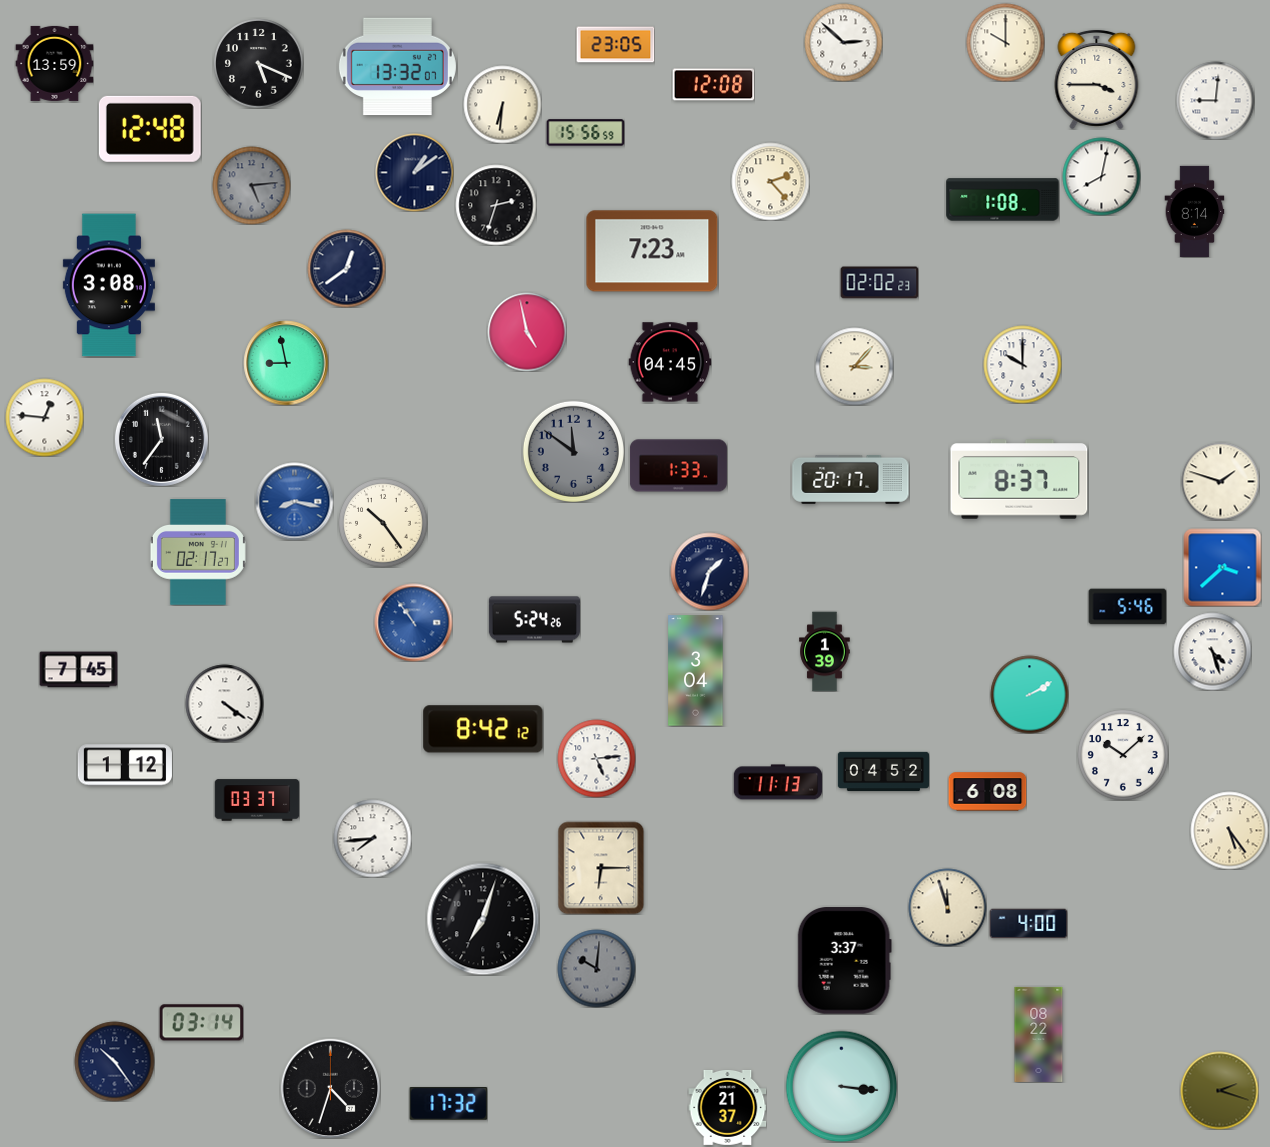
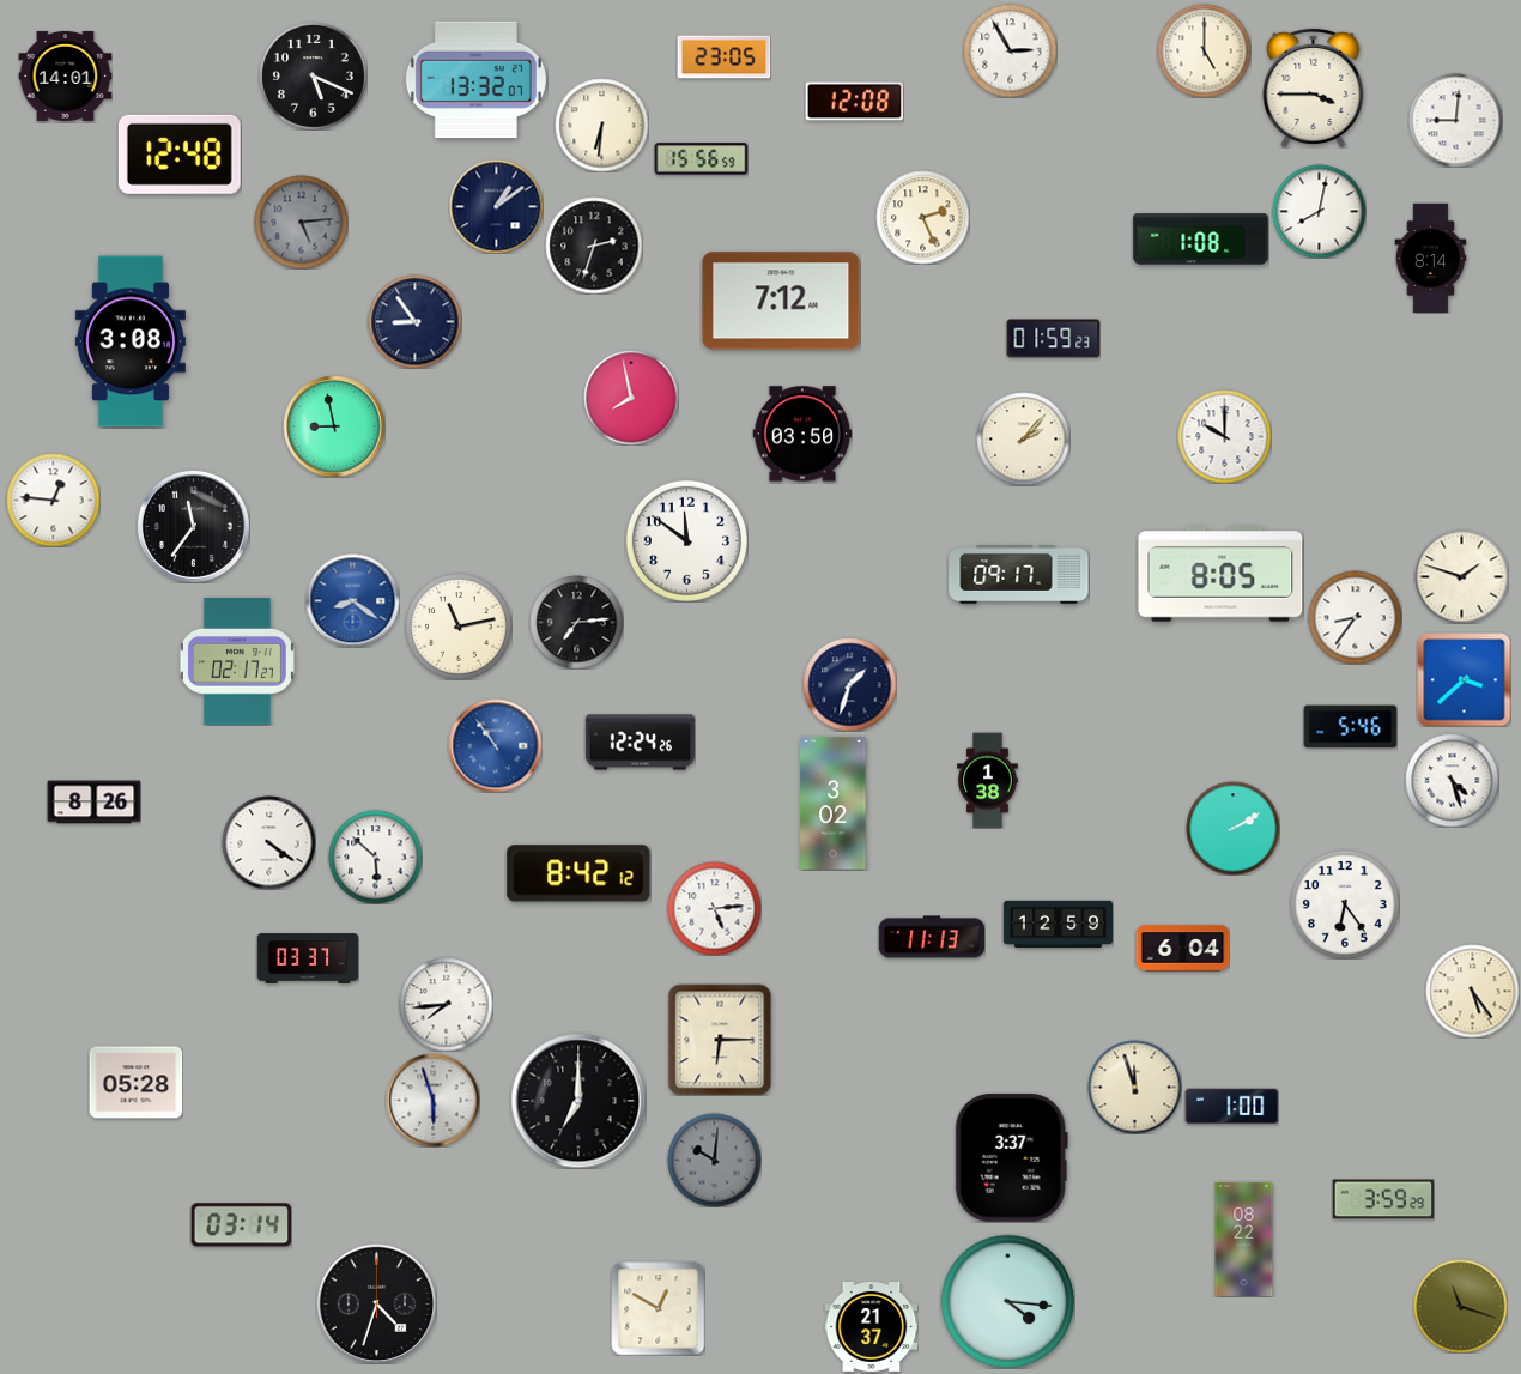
clock at (843, 42): 2:52 -> 2:55
clock at (1005, 42): 10:00 -> 5:00
clock at (615, 45) position: (615, 45) -> (723, 57)
clock at (54, 63): 13:59 -> 14:01
clock at (258, 63) position: (258, 63) -> (313, 75)
clock at (1097, 79) position: (1097, 79) -> (1314, 87)
clock at (770, 181): 2:23 -> 2:26
clock at (1195, 211) position: (1195, 211) -> (1431, 258)
clock at (652, 251): 7:23 -> 7:12
clock at (346, 268): 12:39 -> 8:54
clock at (879, 283): 02:02 -> 01:59
clock at (527, 332): 4:58 -> 7:58
clock at (670, 362): 04:45 -> 03:50
clock at (286, 363) position: (286, 363) -> (334, 426)
clock at (854, 366): 3:07 -> 2:07
clock at (573, 451) dial: grey -> white
clock at (678, 466): 1:33 -> none
clock at (851, 479): 20:17 -> 09:17
clock at (1019, 479): 8:37 -> 8:05
clock at (294, 501): 8:17 -> 8:21
clock at (1355, 617): none -> 8:36
clock at (576, 622): none -> 7:14
clock at (383, 523): 10:24 -> 11:13
clock at (534, 620): 5:24 -> 12:24
clock at (825, 651): 1:39 -> 1:38
clock at (78, 670): 7:45 -> 8:26
clock at (696, 671): 3:04 -> 3:02
clock at (1029, 694) position: (1029, 694) -> (1232, 828)
clock at (375, 857): none -> 5:52
clock at (1123, 755): 10:08 -> 6:24
clock at (125, 765): 1:12 -> none
clock at (883, 772): 04:52 -> 12:59
clock at (987, 792): 6:08 -> 6:04
clock at (1229, 830) position: (1229, 830) -> (1472, 991)
clock at (135, 1083): none -> 05:28
clock at (432, 1100): none -> 5:57
clock at (483, 919): 7:03 -> 7:00
clock at (1028, 924): 4:00 -> 1:00
clock at (844, 961) position: (844, 961) -> (1011, 1158)
clock at (1383, 1199): none -> 3:59
clock at (114, 1061): 10:24 -> none
clock at (841, 1086): 3:16 -> 4:16
clock at (330, 1088) position: (330, 1088) -> (376, 1303)
clock at (1219, 1090): 2:18 -> 11:18
clock at (658, 1308): none -> 12:50
clock at (448, 1104): 17:32 -> none
